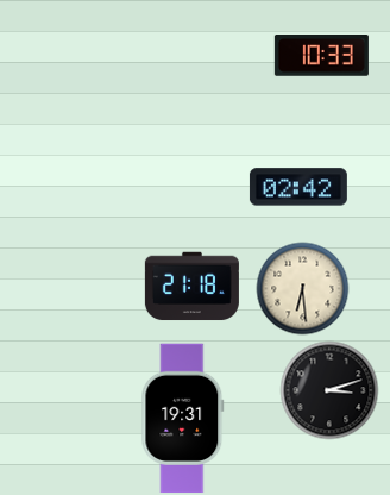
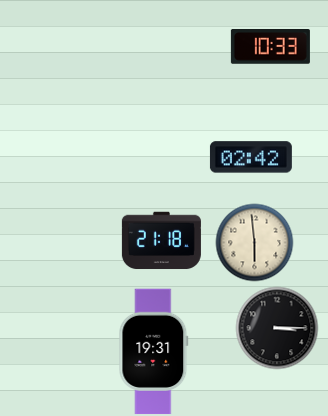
clock at (302, 288): 6:29 -> 5:59
clock at (329, 390): 3:12 -> 3:15
